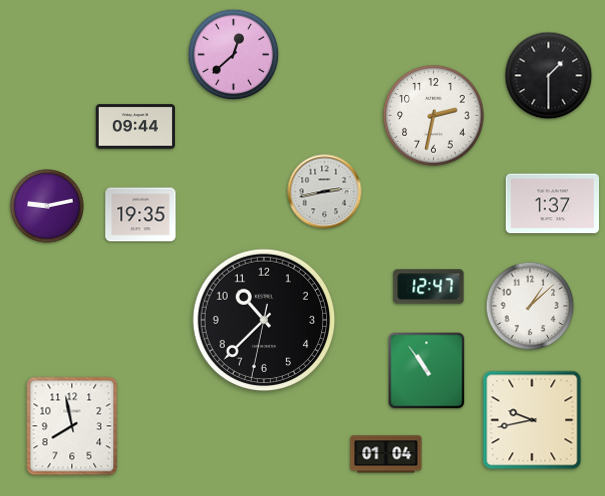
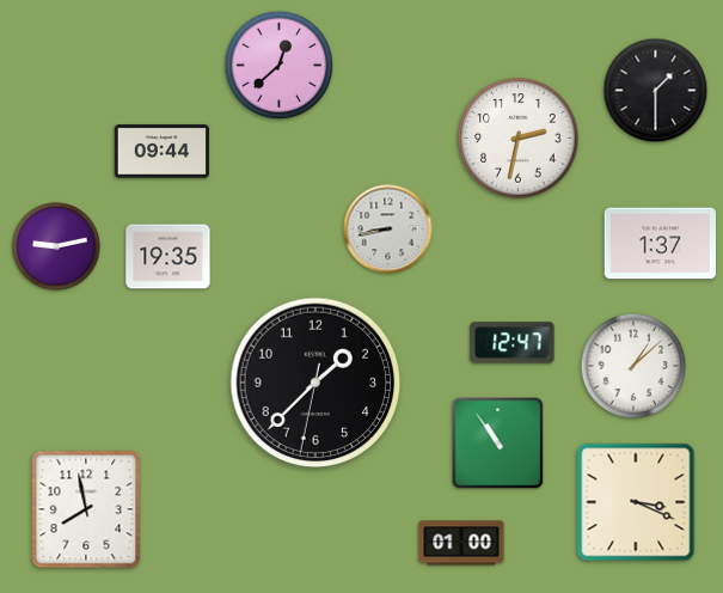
clock at (325, 192): 2:43 -> 8:43
clock at (264, 320): 10:37 -> 1:37
clock at (427, 371) position: (427, 371) -> (498, 444)
clock at (532, 420): 9:43 -> 3:19
clock at (386, 454): 01:04 -> 01:00
